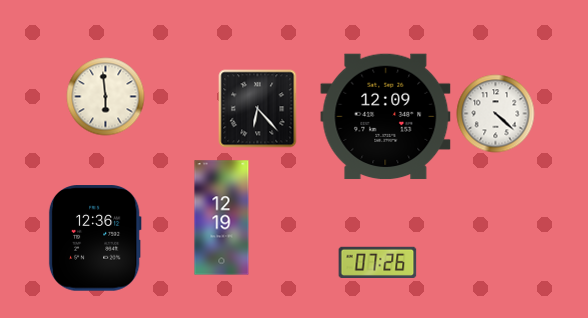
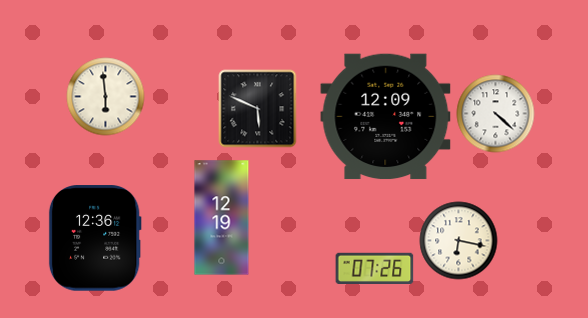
clock at (257, 108): 6:23 -> 5:49
clock at (458, 240): none -> 6:17
clock at (377, 263) position: (377, 263) -> (374, 269)
